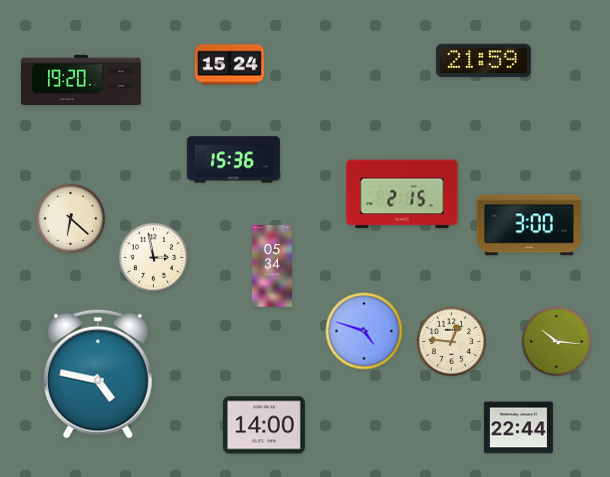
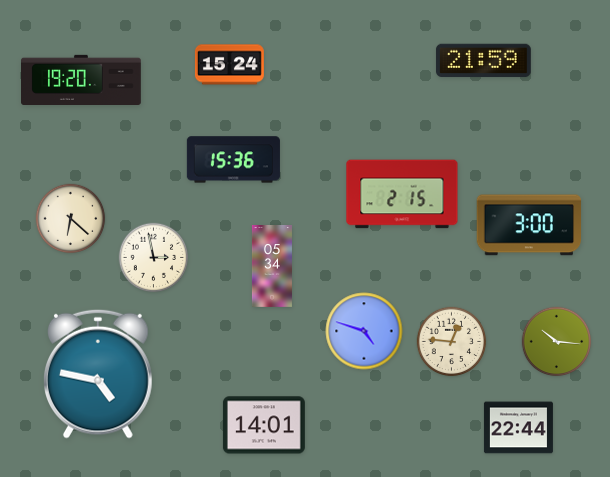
clock at (264, 425): 14:00 -> 14:01
